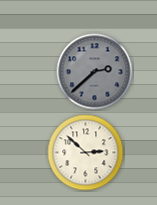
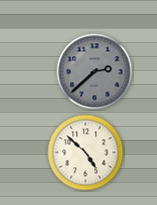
clock at (86, 153): 2:52 -> 4:52
